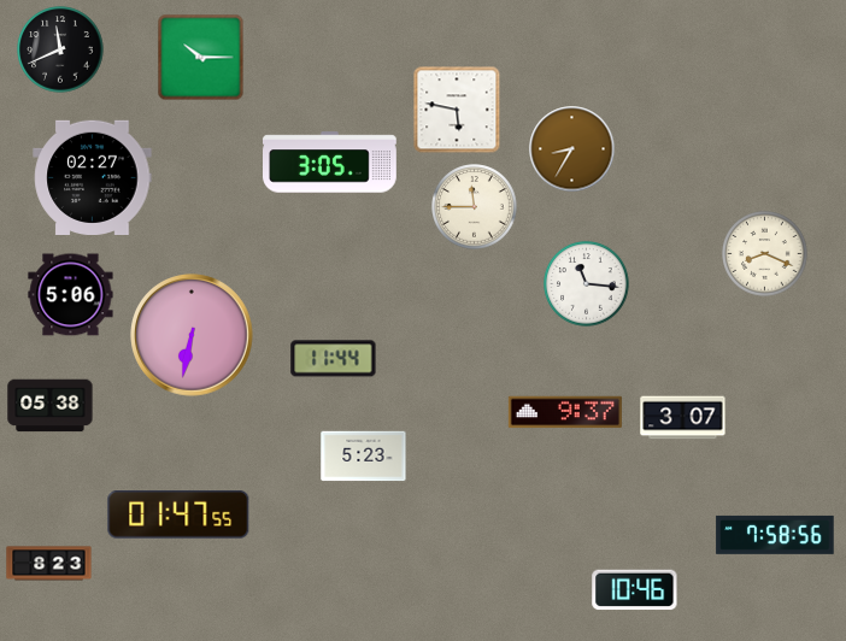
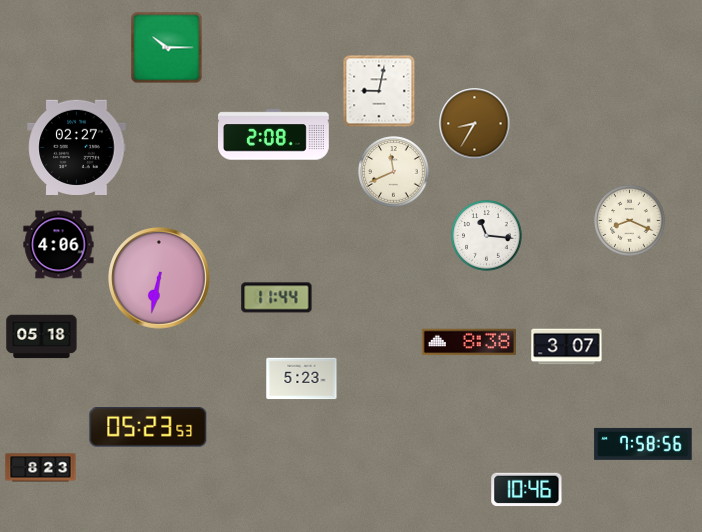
clock at (60, 49): 11:41 -> none
clock at (457, 110): 5:47 -> 9:02
clock at (330, 163): 3:05 -> 2:08
clock at (475, 207): 11:45 -> 11:41
clock at (765, 254) position: (765, 254) -> (630, 221)
clock at (71, 295): 5:06 -> 4:06
clock at (51, 406): 05:38 -> 05:18
clock at (565, 412): 9:37 -> 8:38
clock at (178, 514): 01:47 -> 05:23
